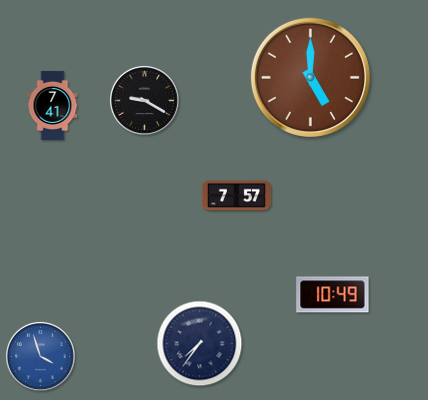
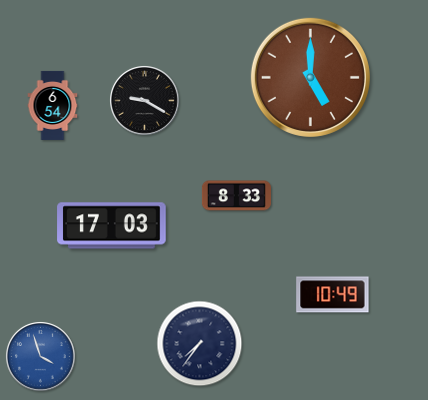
clock at (53, 105): 7:41 -> 6:54
clock at (236, 196): 7:57 -> 8:33
clock at (112, 226): none -> 17:03
